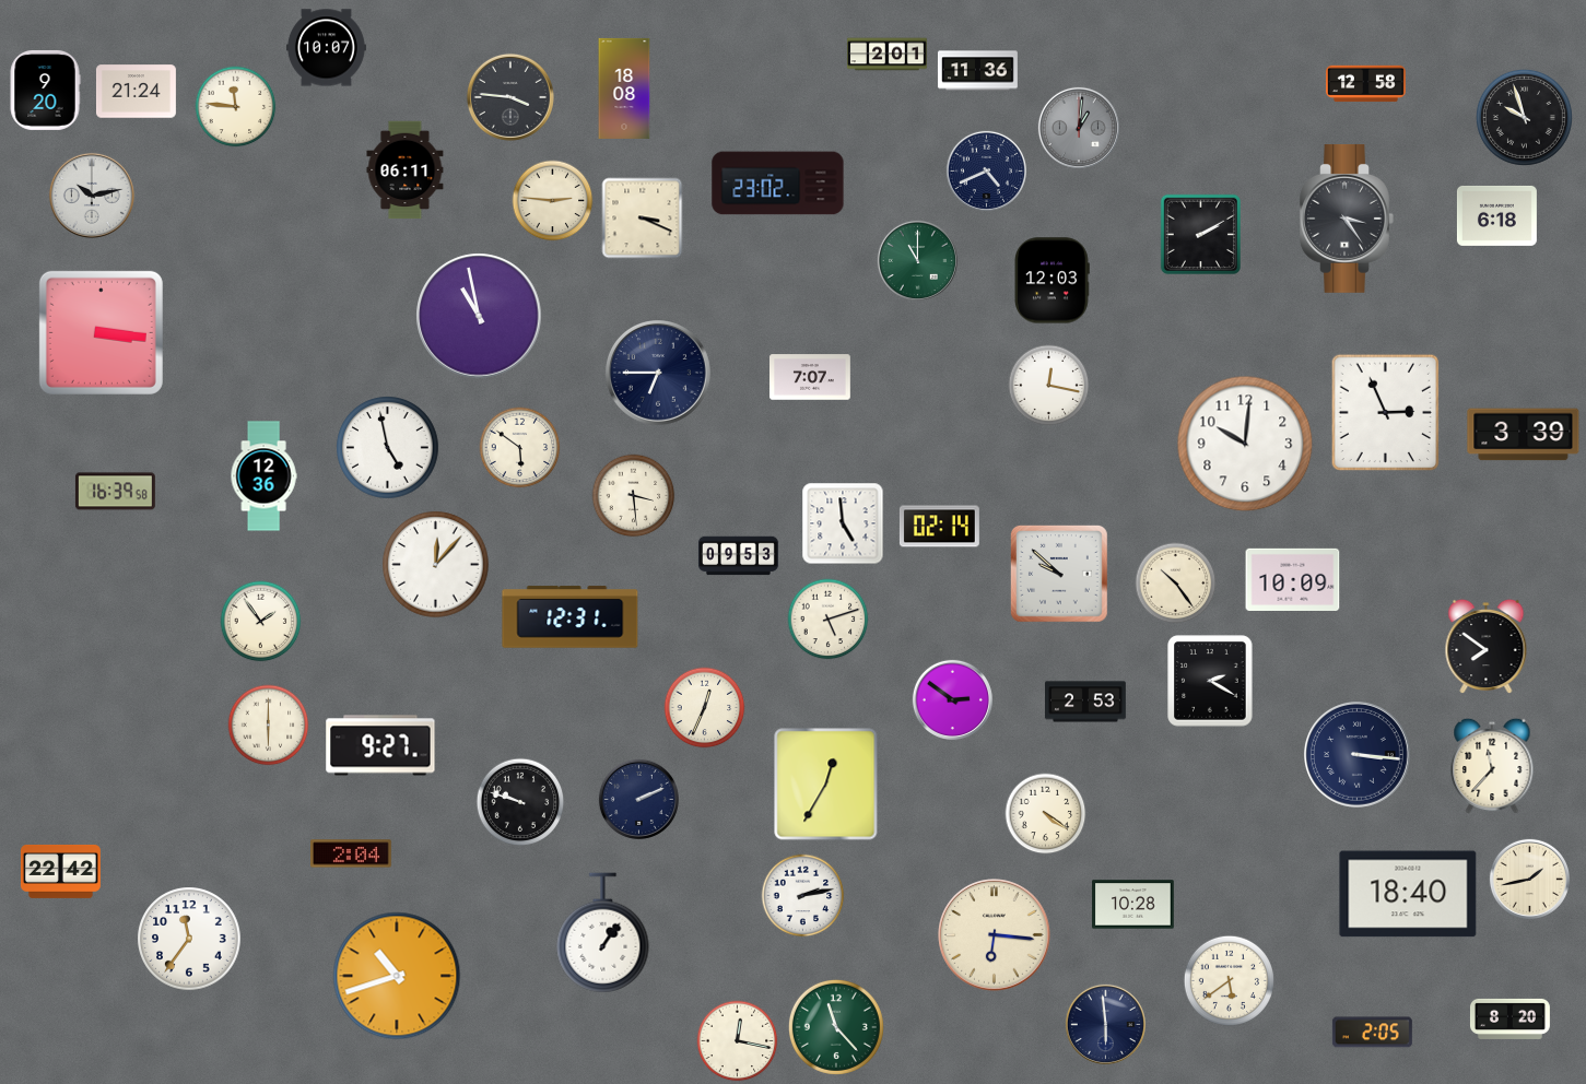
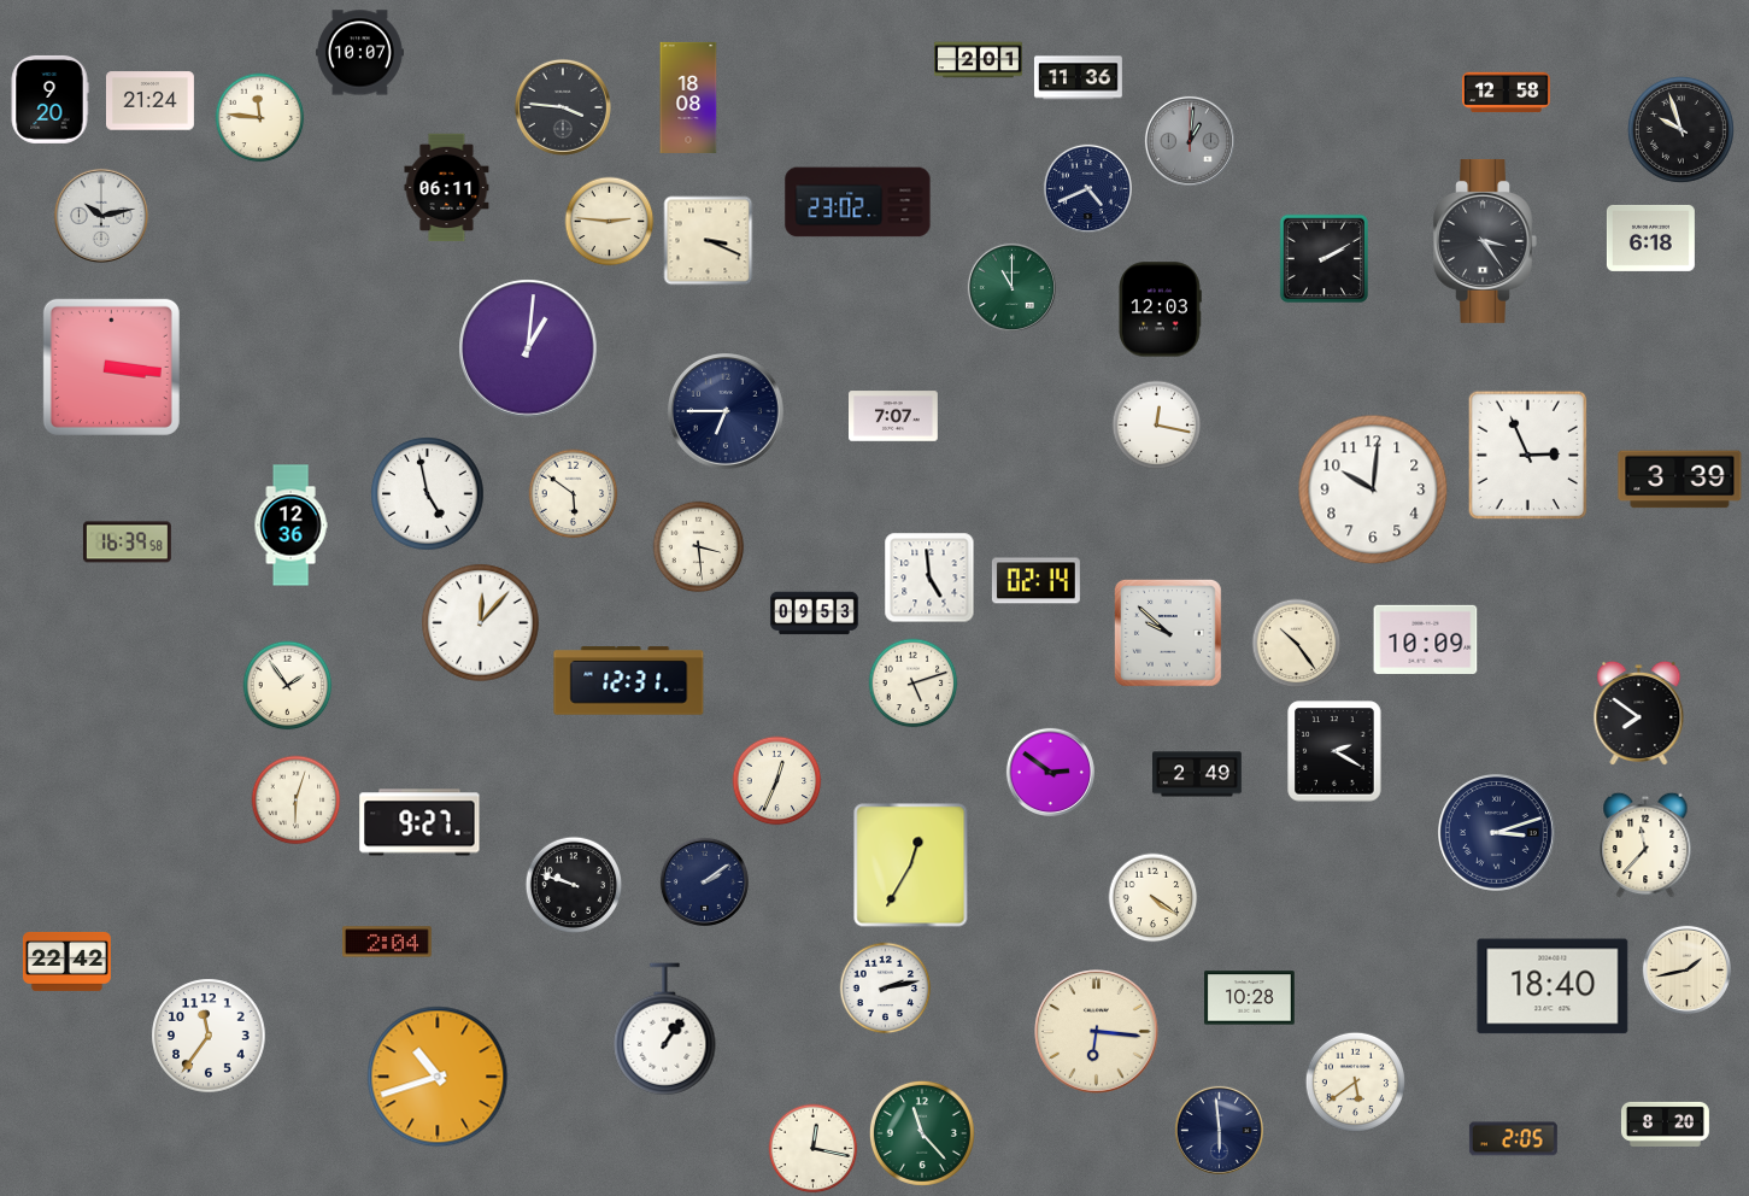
clock at (479, 316): 10:58 -> 1:01
clock at (1085, 702): 2:53 -> 2:49
clock at (269, 726): 6:00 -> 6:03
clock at (1358, 755): 3:16 -> 3:12
clock at (638, 799): 2:11 -> 2:09
